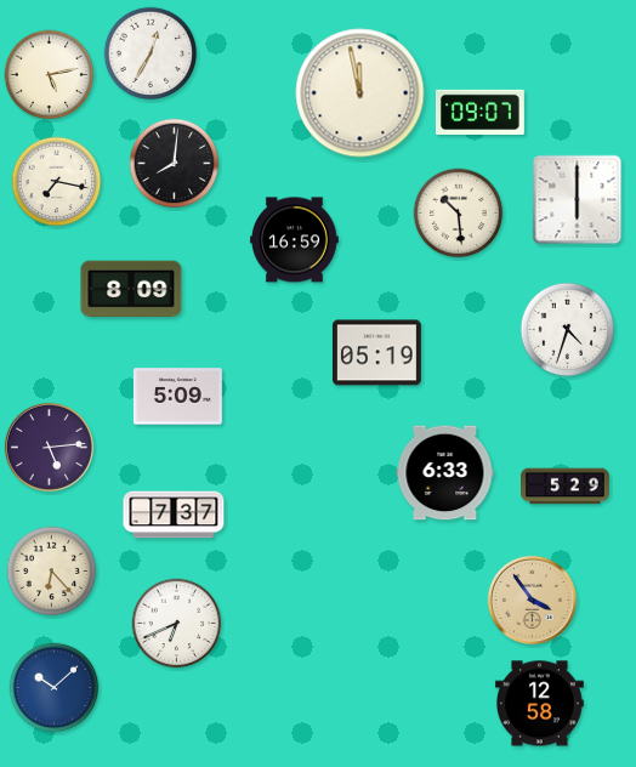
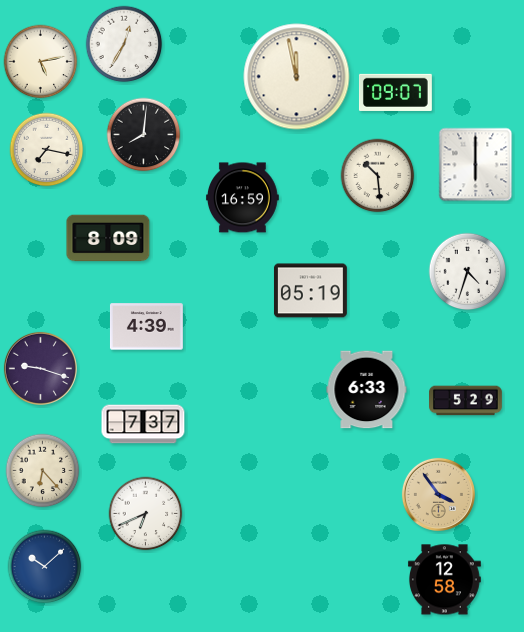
clock at (177, 397): 5:09 -> 4:39
clock at (49, 447): 5:14 -> 9:18
